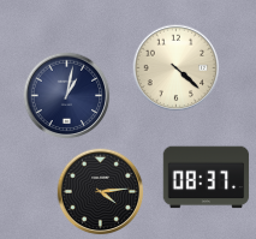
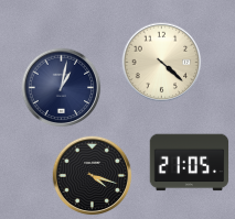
clock at (207, 178): 08:37 -> 21:05
clock at (101, 192): 4:14 -> 4:18
